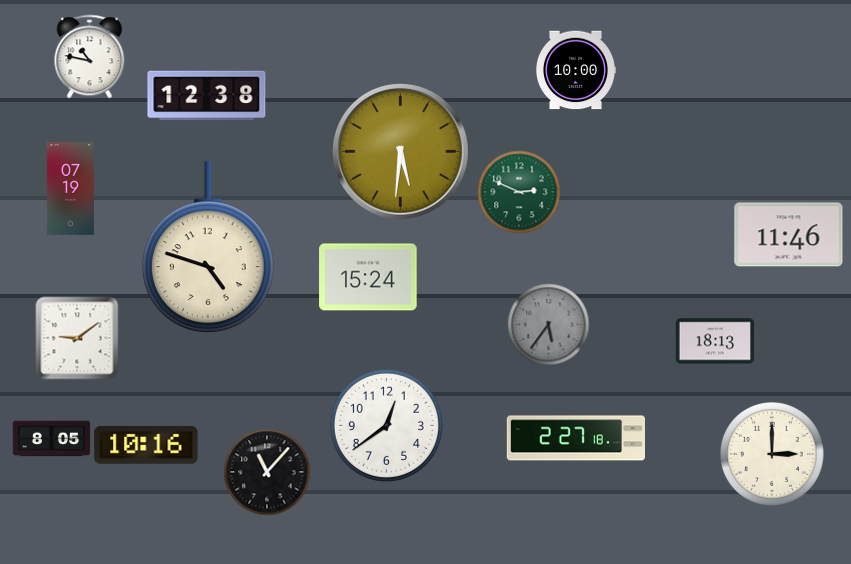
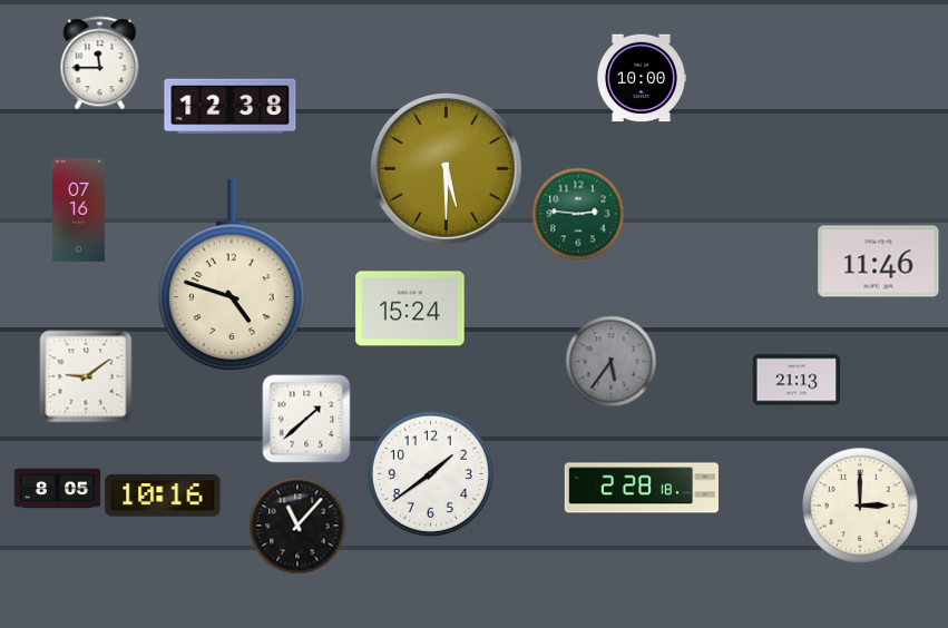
clock at (90, 56): 10:47 -> 11:45
clock at (400, 151): 5:31 -> 5:30
clock at (70, 189): 07:19 -> 07:16
clock at (519, 192): 2:49 -> 2:46
clock at (715, 341): 18:13 -> 21:13
clock at (306, 419): none -> 1:38
clock at (386, 425): 12:39 -> 1:39
clock at (575, 438): 2:27 -> 2:28
